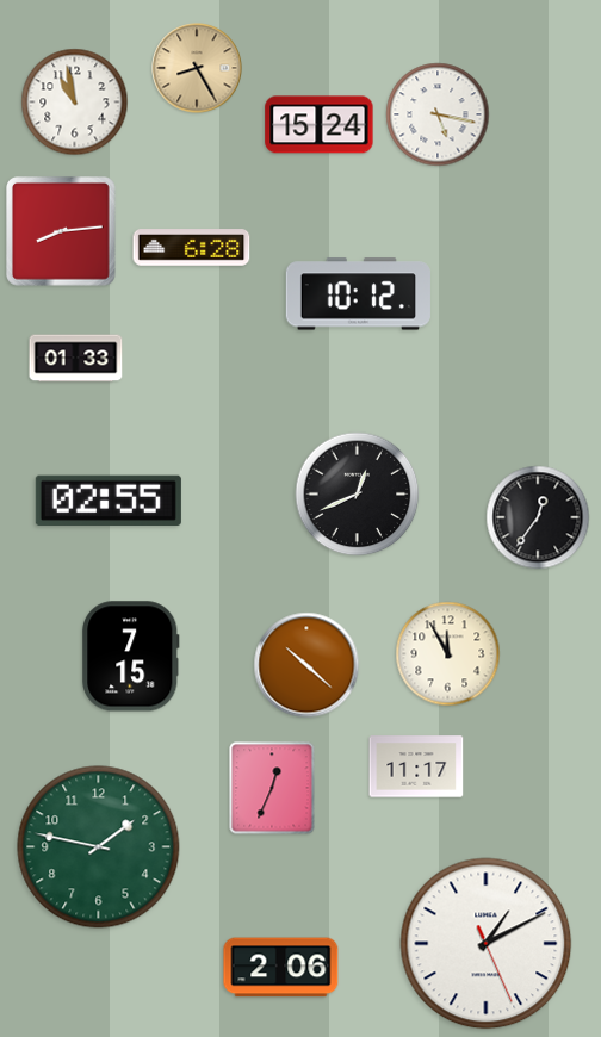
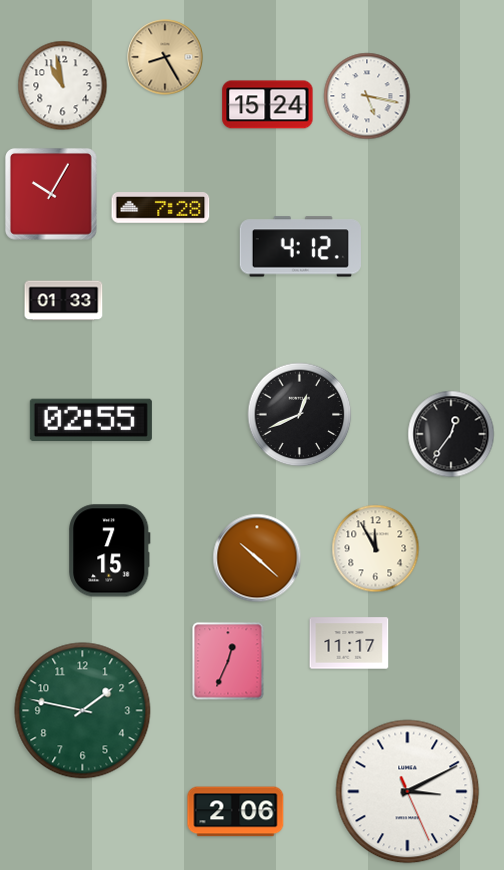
clock at (62, 232): 8:14 -> 10:05
clock at (192, 248): 6:28 -> 7:28
clock at (358, 294): 10:12 -> 4:12
clock at (487, 944): 1:10 -> 3:10
